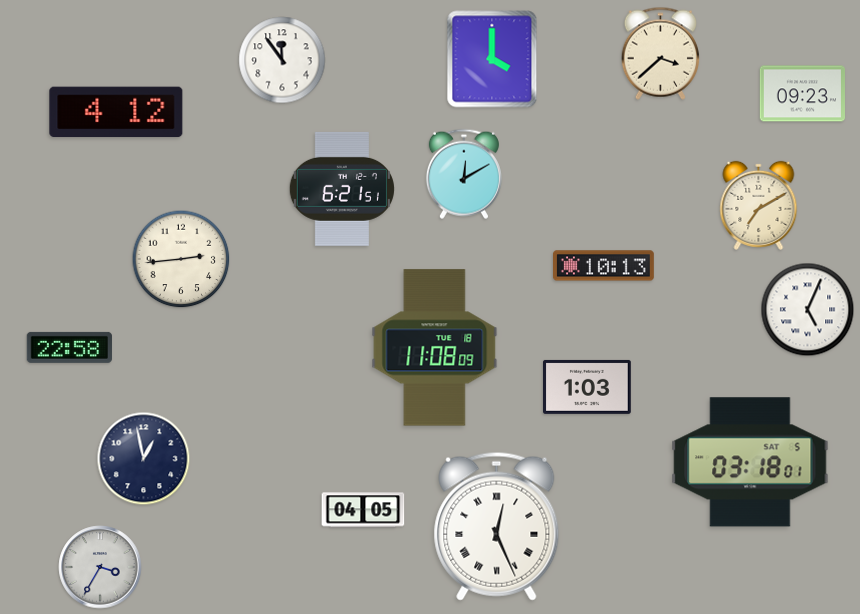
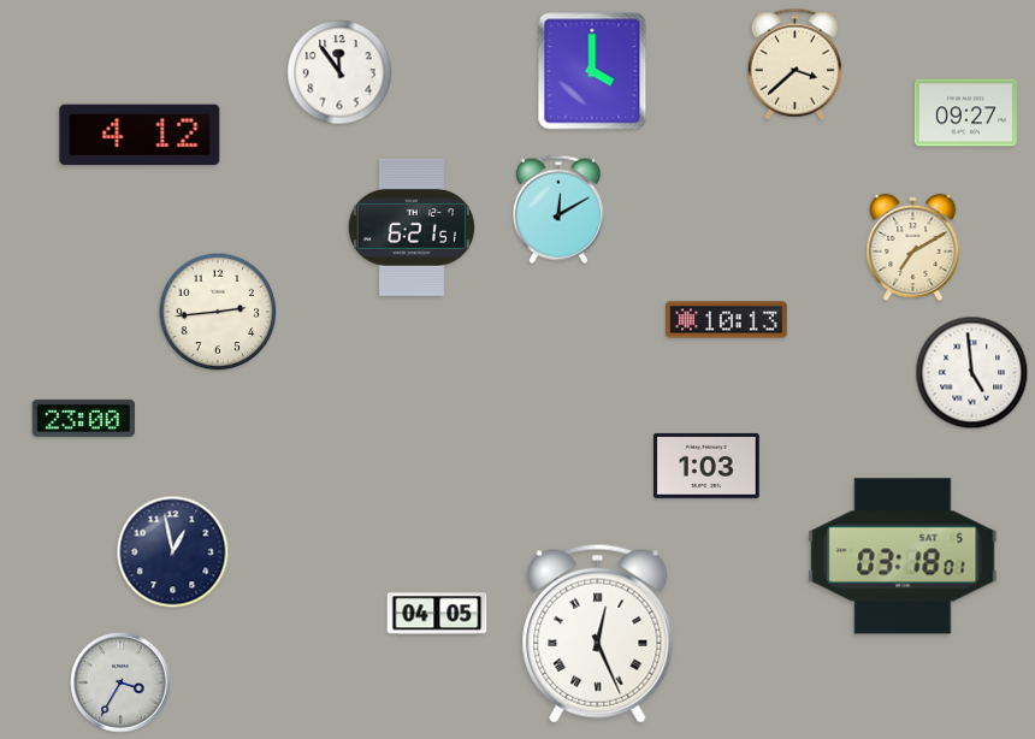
clock at (802, 94): 09:23 -> 09:27
clock at (808, 310): 5:04 -> 4:59
clock at (69, 347): 22:58 -> 23:00
clock at (435, 348): 11:08 -> none
